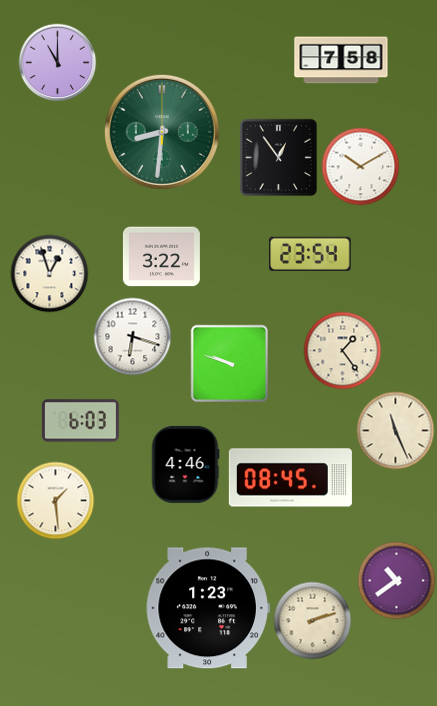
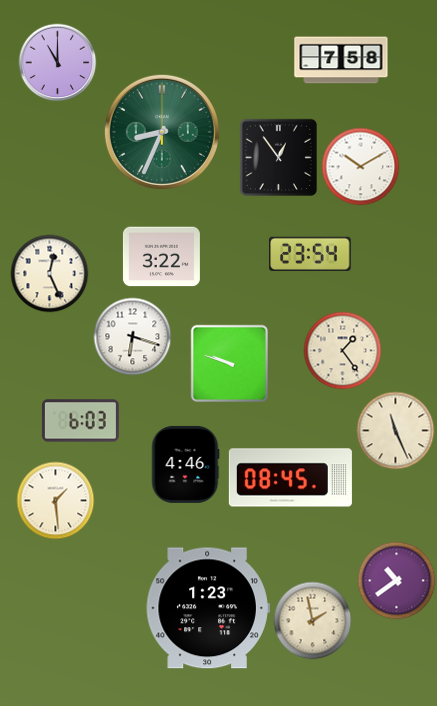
clock at (162, 132): 8:31 -> 8:34
clock at (49, 273): 12:57 -> 12:26
clock at (312, 620): 2:12 -> 1:58
